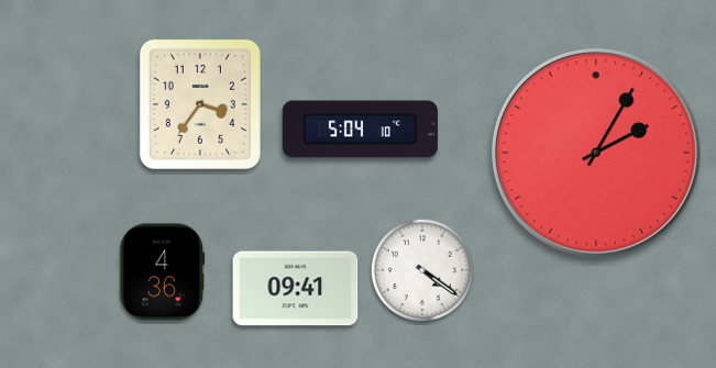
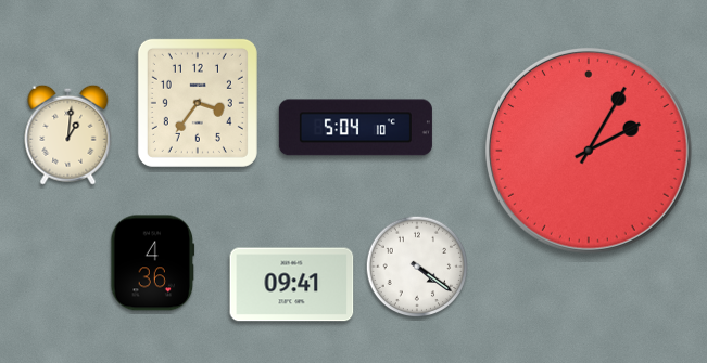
clock at (68, 134): none -> 1:01
clock at (163, 272) position: (163, 272) -> (153, 263)
